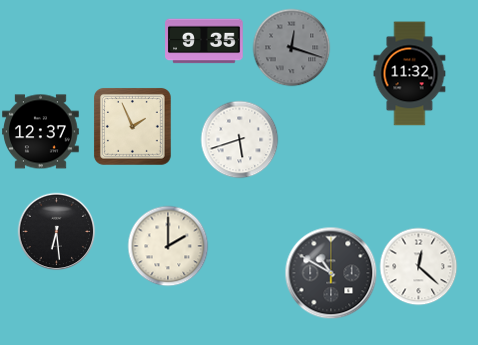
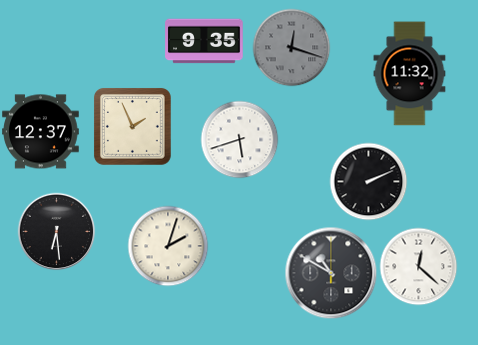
clock at (368, 181): none -> 2:11
clock at (168, 246): 2:00 -> 2:03
